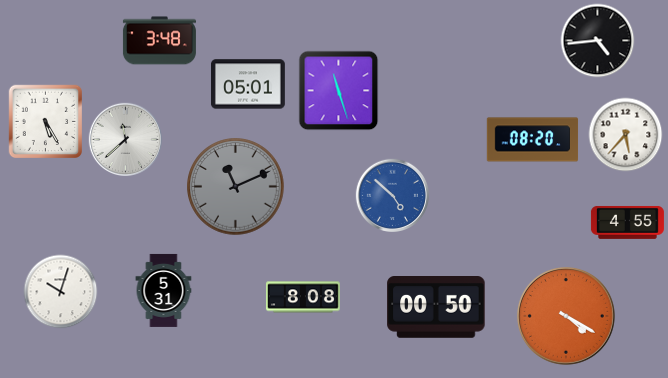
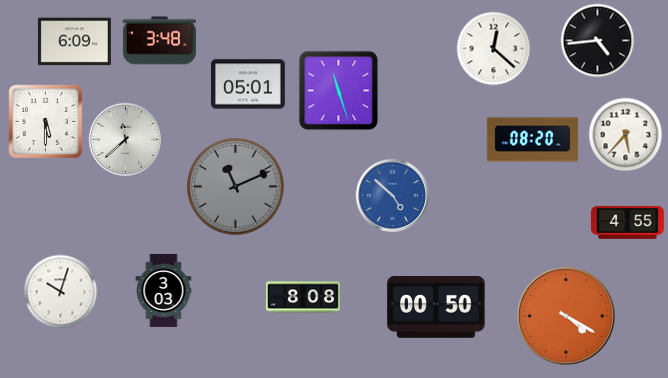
clock at (74, 42): none -> 6:09
clock at (494, 49): none -> 12:22
clock at (46, 122): 5:25 -> 5:30
clock at (164, 290): 5:31 -> 3:03
